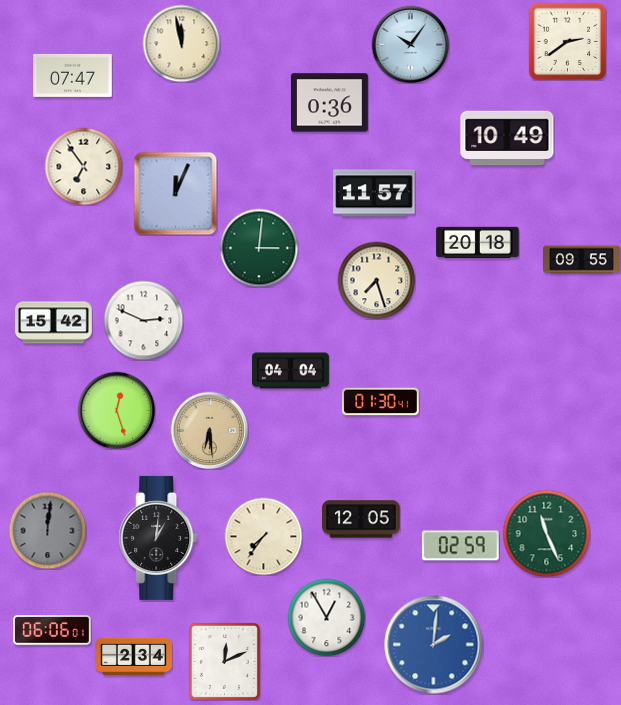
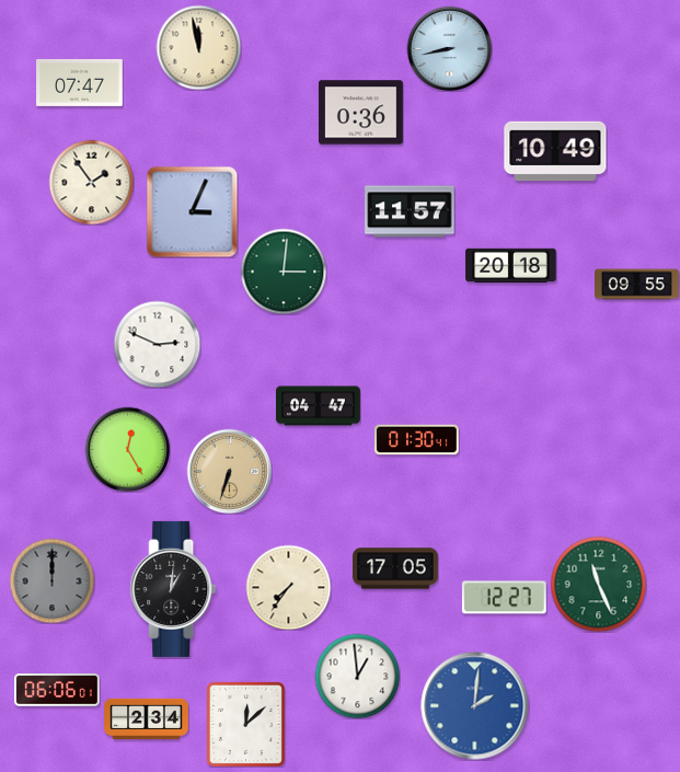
clock at (567, 41): 2:39 -> none
clock at (410, 44): 10:06 -> 8:43
clock at (83, 166): 6:54 -> 1:54
clock at (175, 193): 12:04 -> 3:04
clock at (478, 242) position: (478, 242) -> (511, 265)
clock at (376, 280): 7:27 -> none
clock at (143, 320) position: (143, 320) -> (157, 344)
clock at (53, 323): 15:42 -> none
clock at (291, 371): 04:04 -> 04:47
clock at (116, 410): 12:27 -> 12:25
clock at (209, 430): 6:29 -> 6:33
clock at (361, 519): 12:05 -> 17:05
clock at (47, 530): 12:01 -> 12:00
clock at (460, 546): 02:59 -> 12:27
clock at (326, 617): 12:55 -> 12:59
clock at (224, 661): 12:11 -> 12:08
